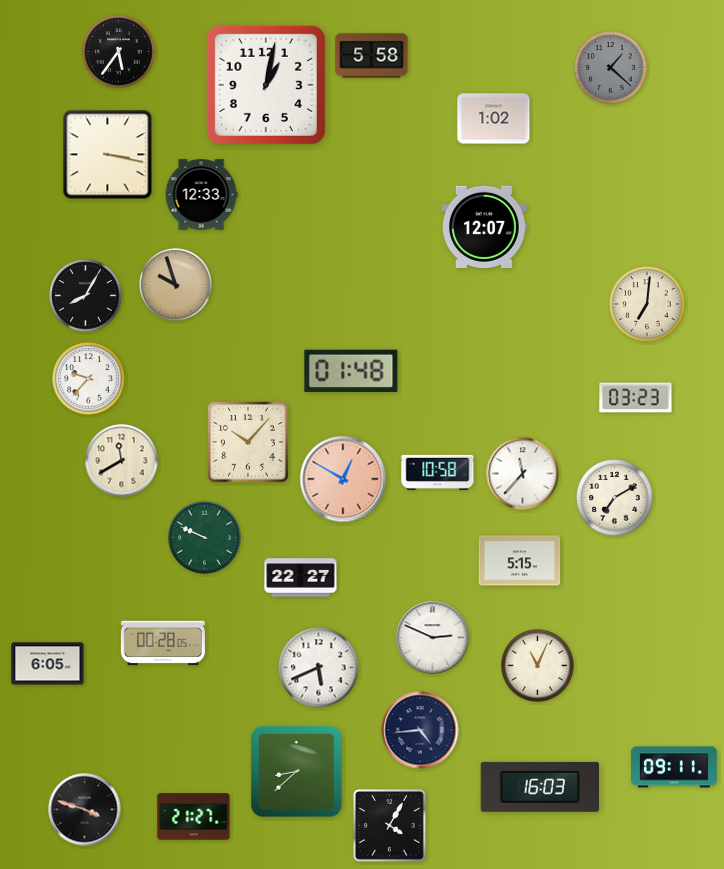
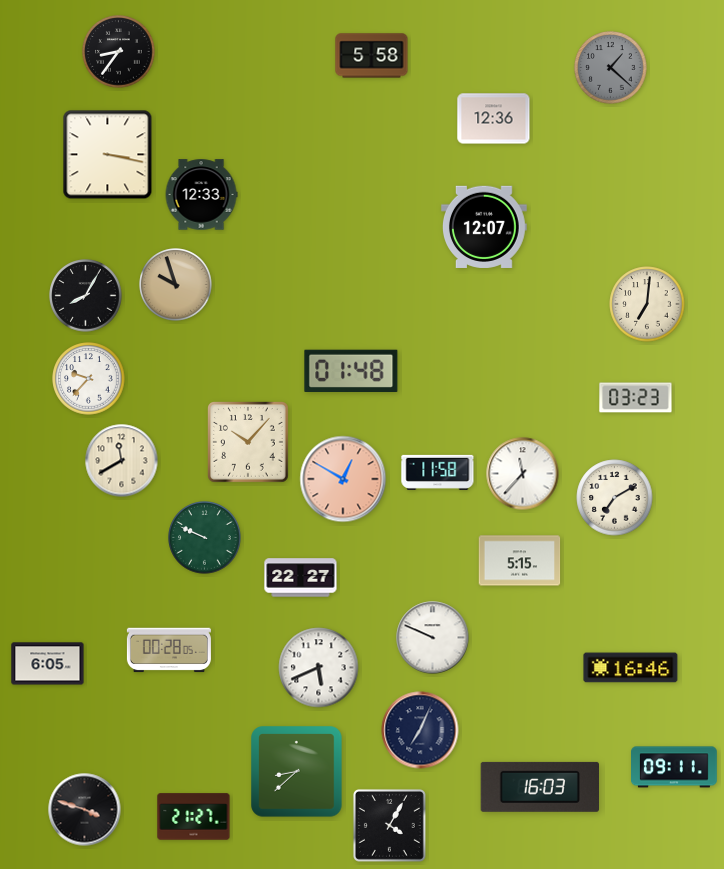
clock at (119, 52): 5:36 -> 8:36
clock at (266, 85): 1:02 -> none
clock at (494, 119): 1:02 -> 12:36
clock at (438, 472): 10:58 -> 11:58
clock at (433, 638): 2:49 -> 9:49
clock at (163, 643) position: (163, 643) -> (169, 650)
clock at (538, 666): 11:04 -> none
clock at (631, 668): none -> 16:46
clock at (420, 730): 4:44 -> 7:04
